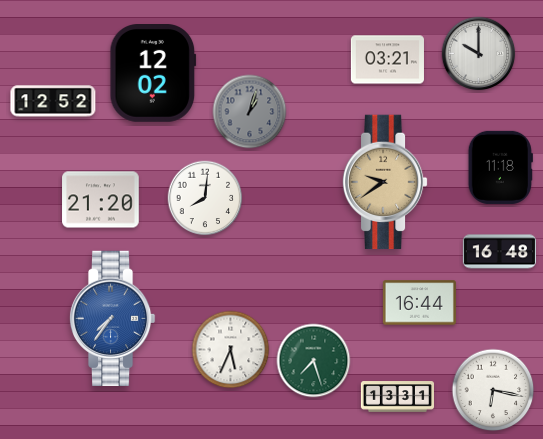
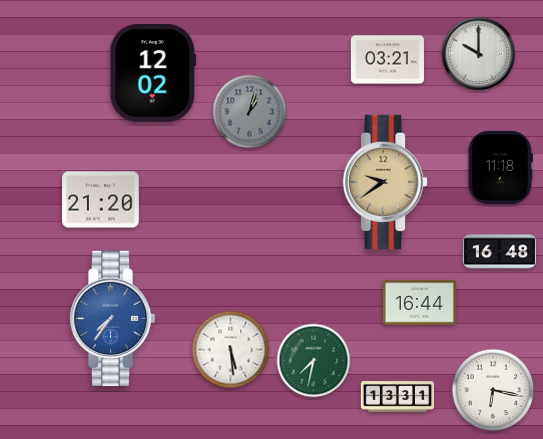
clock at (53, 101): 12:52 -> none
clock at (205, 198): 8:01 -> none
clock at (231, 350): 5:34 -> 5:29
clock at (314, 361): 7:27 -> 7:32
